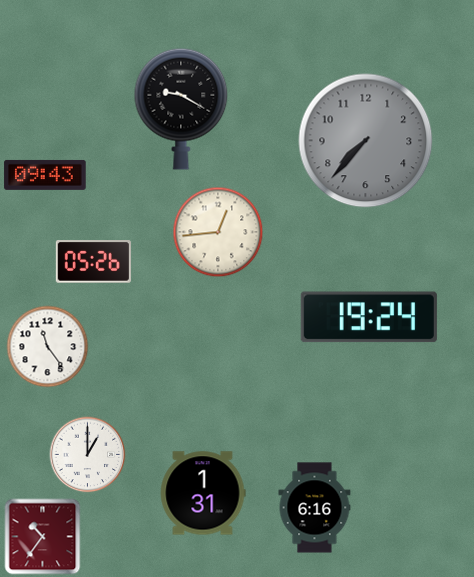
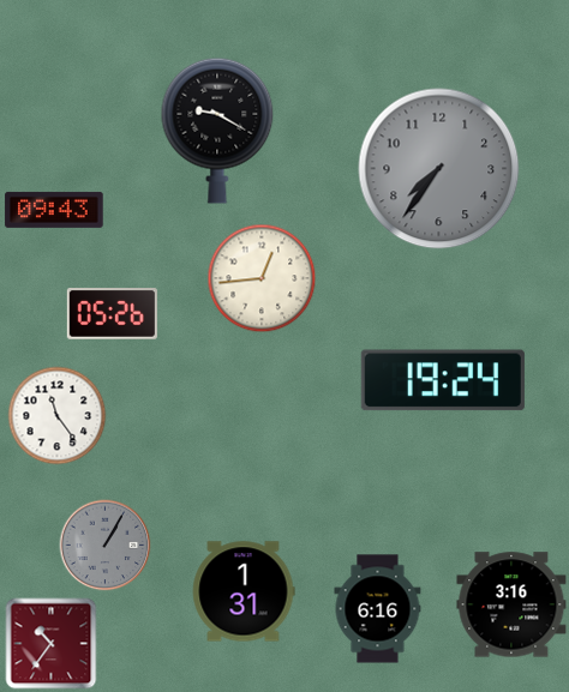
clock at (366, 141): 7:37 -> 7:36
clock at (88, 455): 1:00 -> 1:05
clock at (88, 455) dial: white -> grey
clock at (511, 604): none -> 3:16
